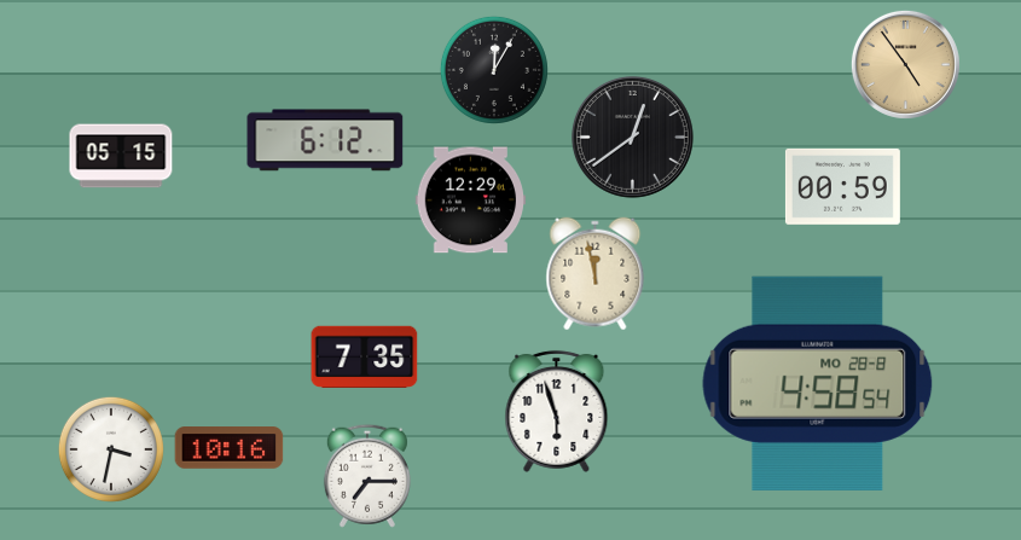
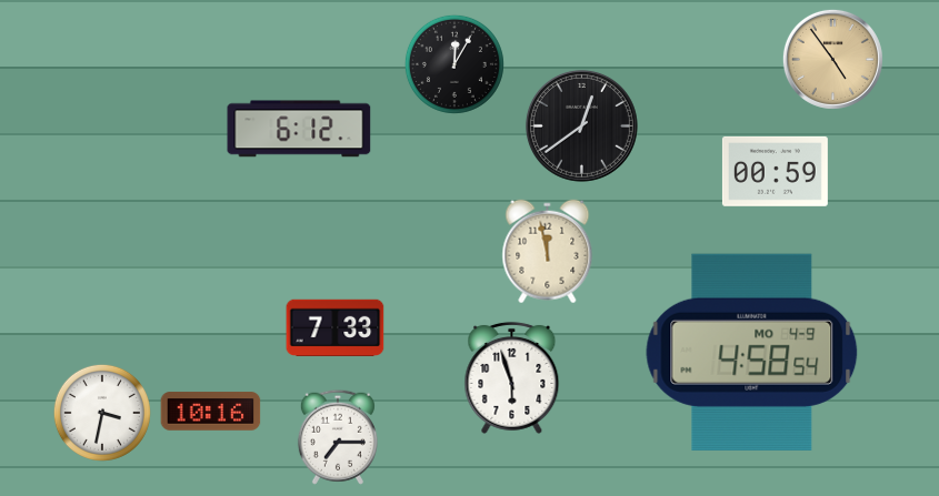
clock at (121, 156): 05:15 -> none
clock at (470, 201): 12:29 -> none
clock at (365, 356): 7:35 -> 7:33
clock at (818, 383) date: MO 28-8 -> MO 4-9
